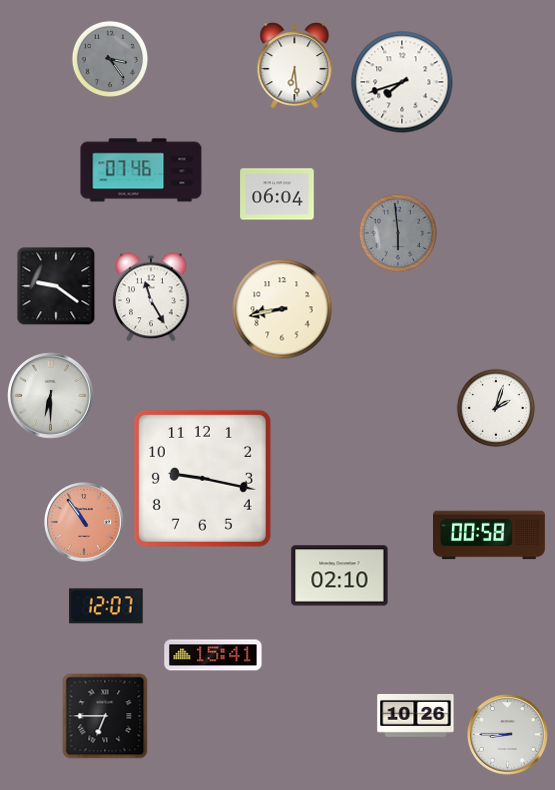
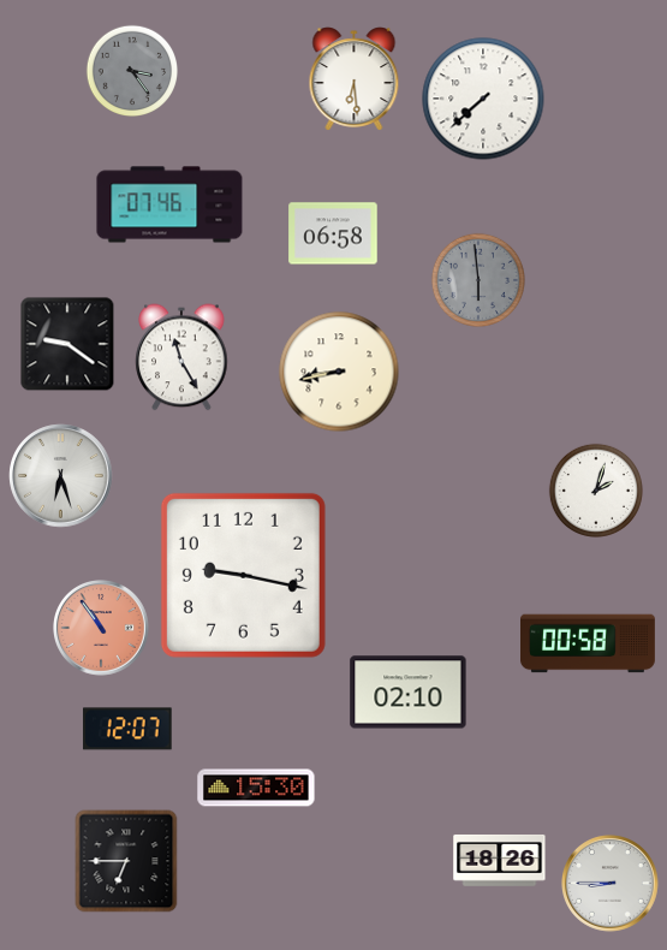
clock at (402, 82): 7:42 -> 7:38
clock at (277, 194): 06:04 -> 06:58
clock at (51, 396): 6:30 -> 6:27
clock at (213, 655): 15:41 -> 15:30
clock at (416, 716): 10:26 -> 18:26
